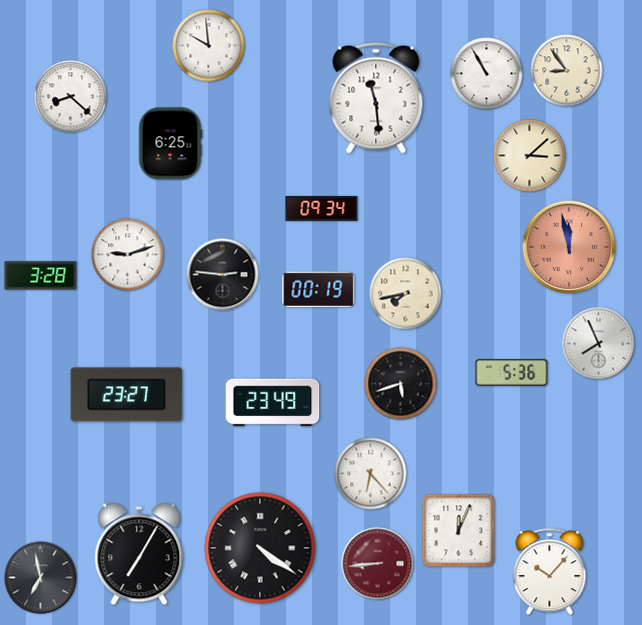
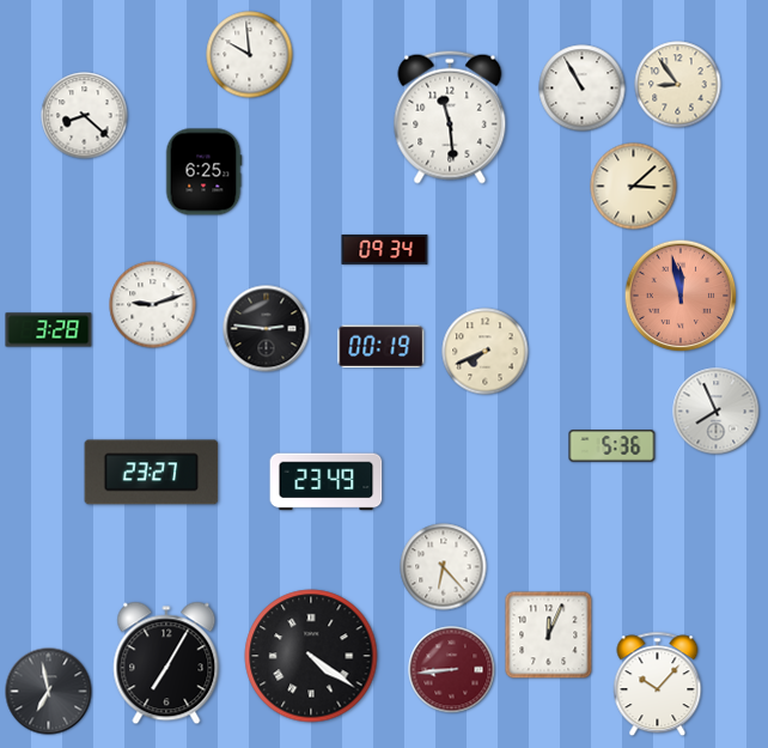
clock at (406, 294): 7:43 -> 7:41
clock at (401, 384): 5:42 -> none
clock at (378, 564) position: (378, 564) -> (452, 670)
